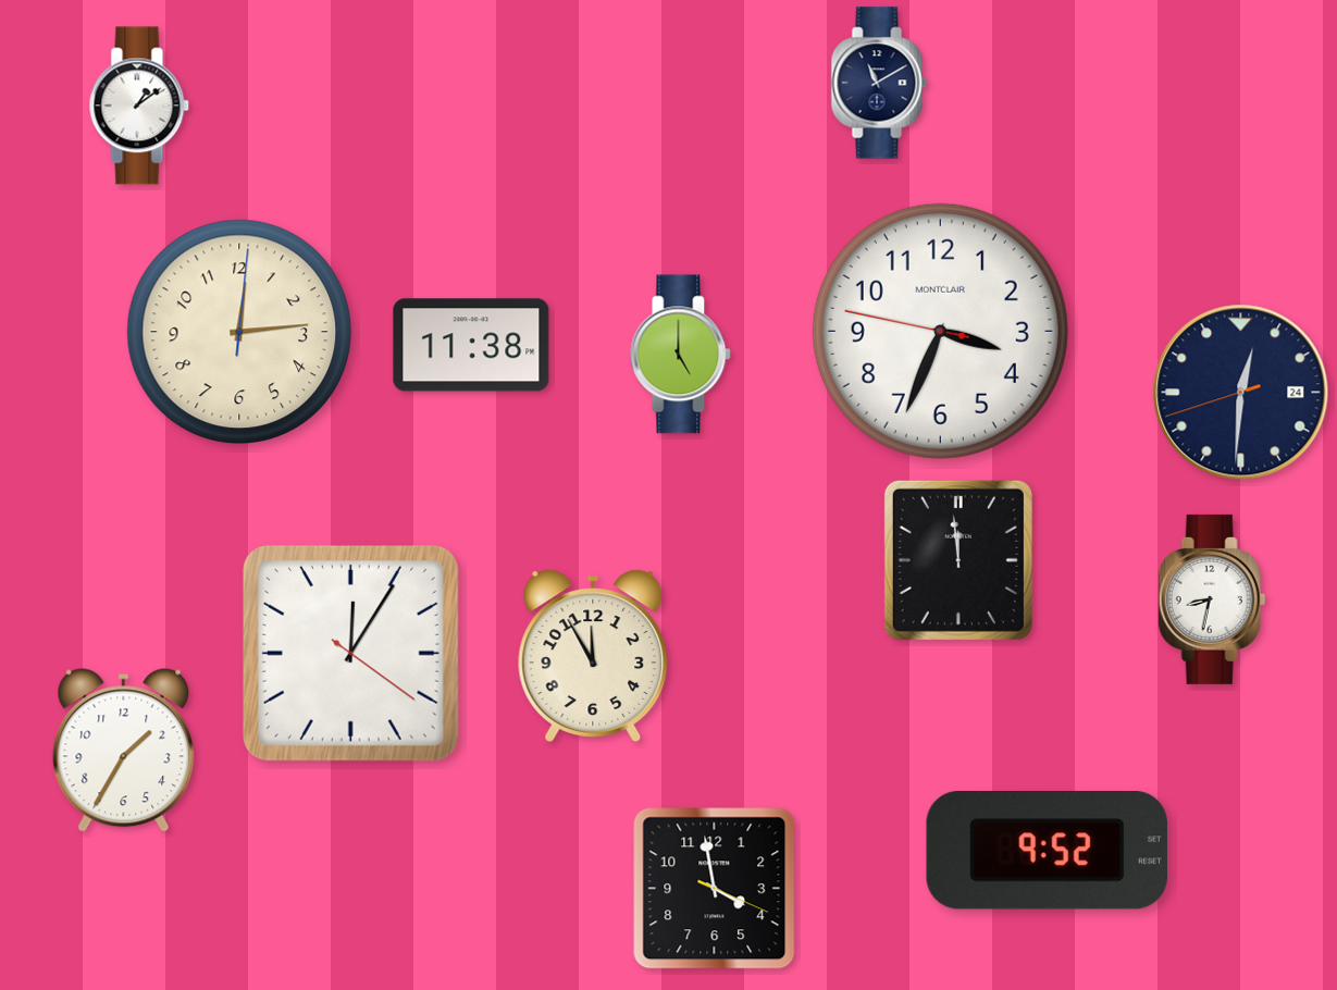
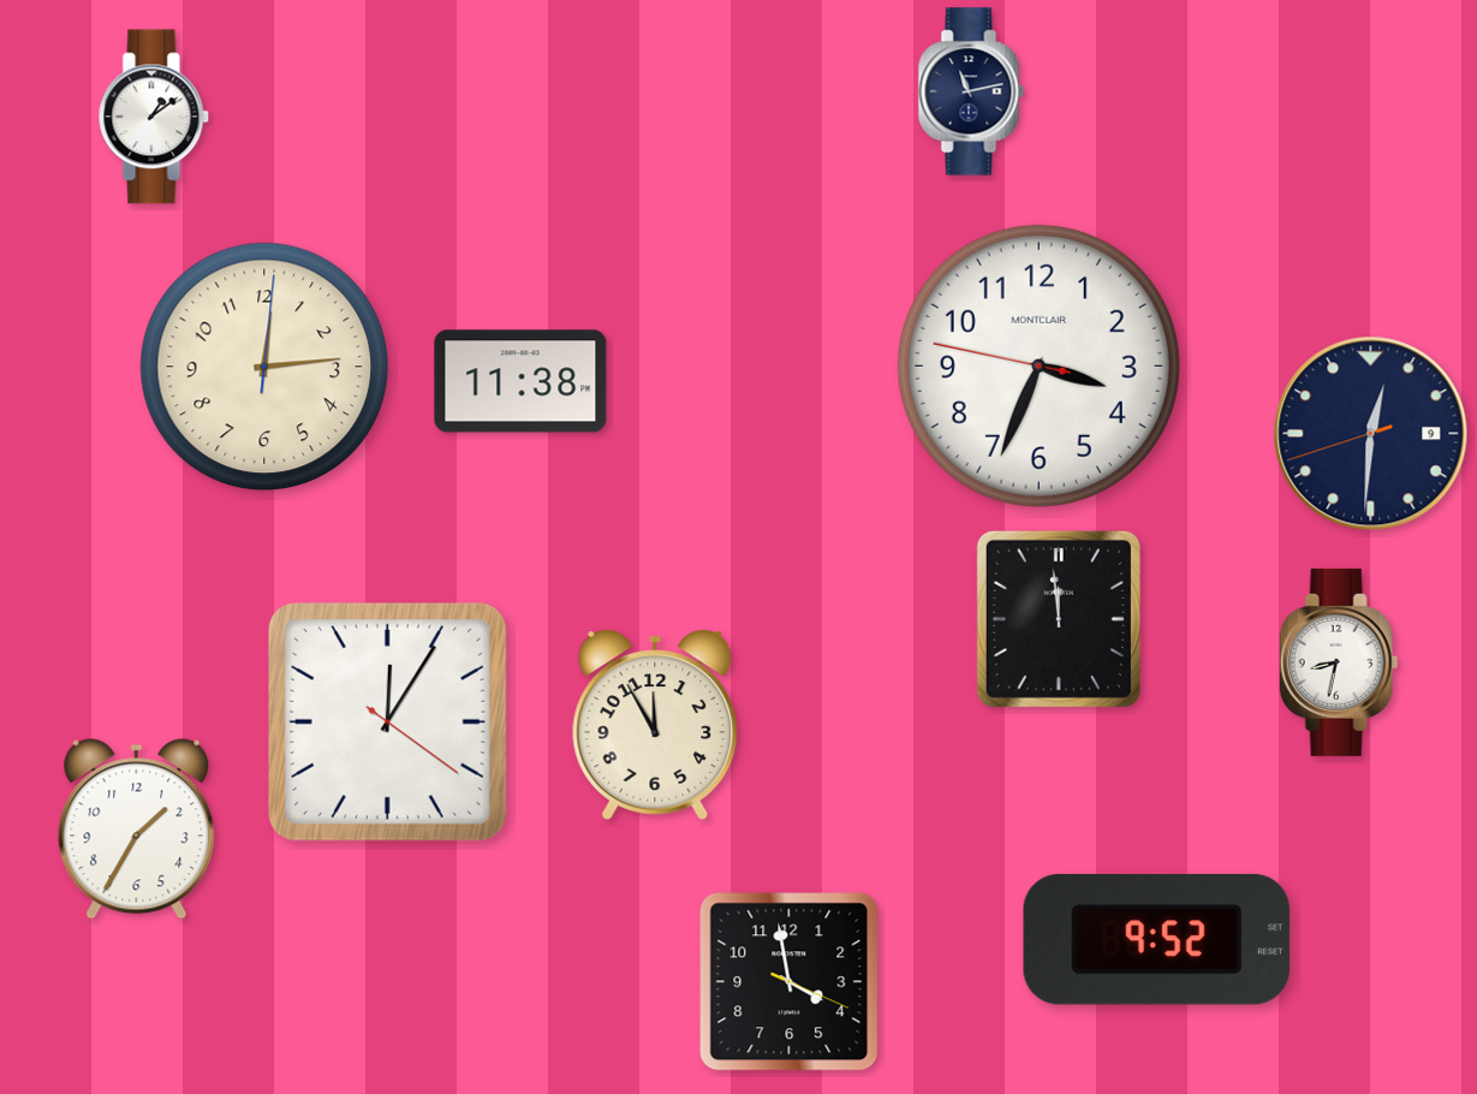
clock at (879, 83): 11:10 -> 11:13
clock at (681, 355): 5:00 -> none
clock at (1241, 393) date: 24 -> 9
